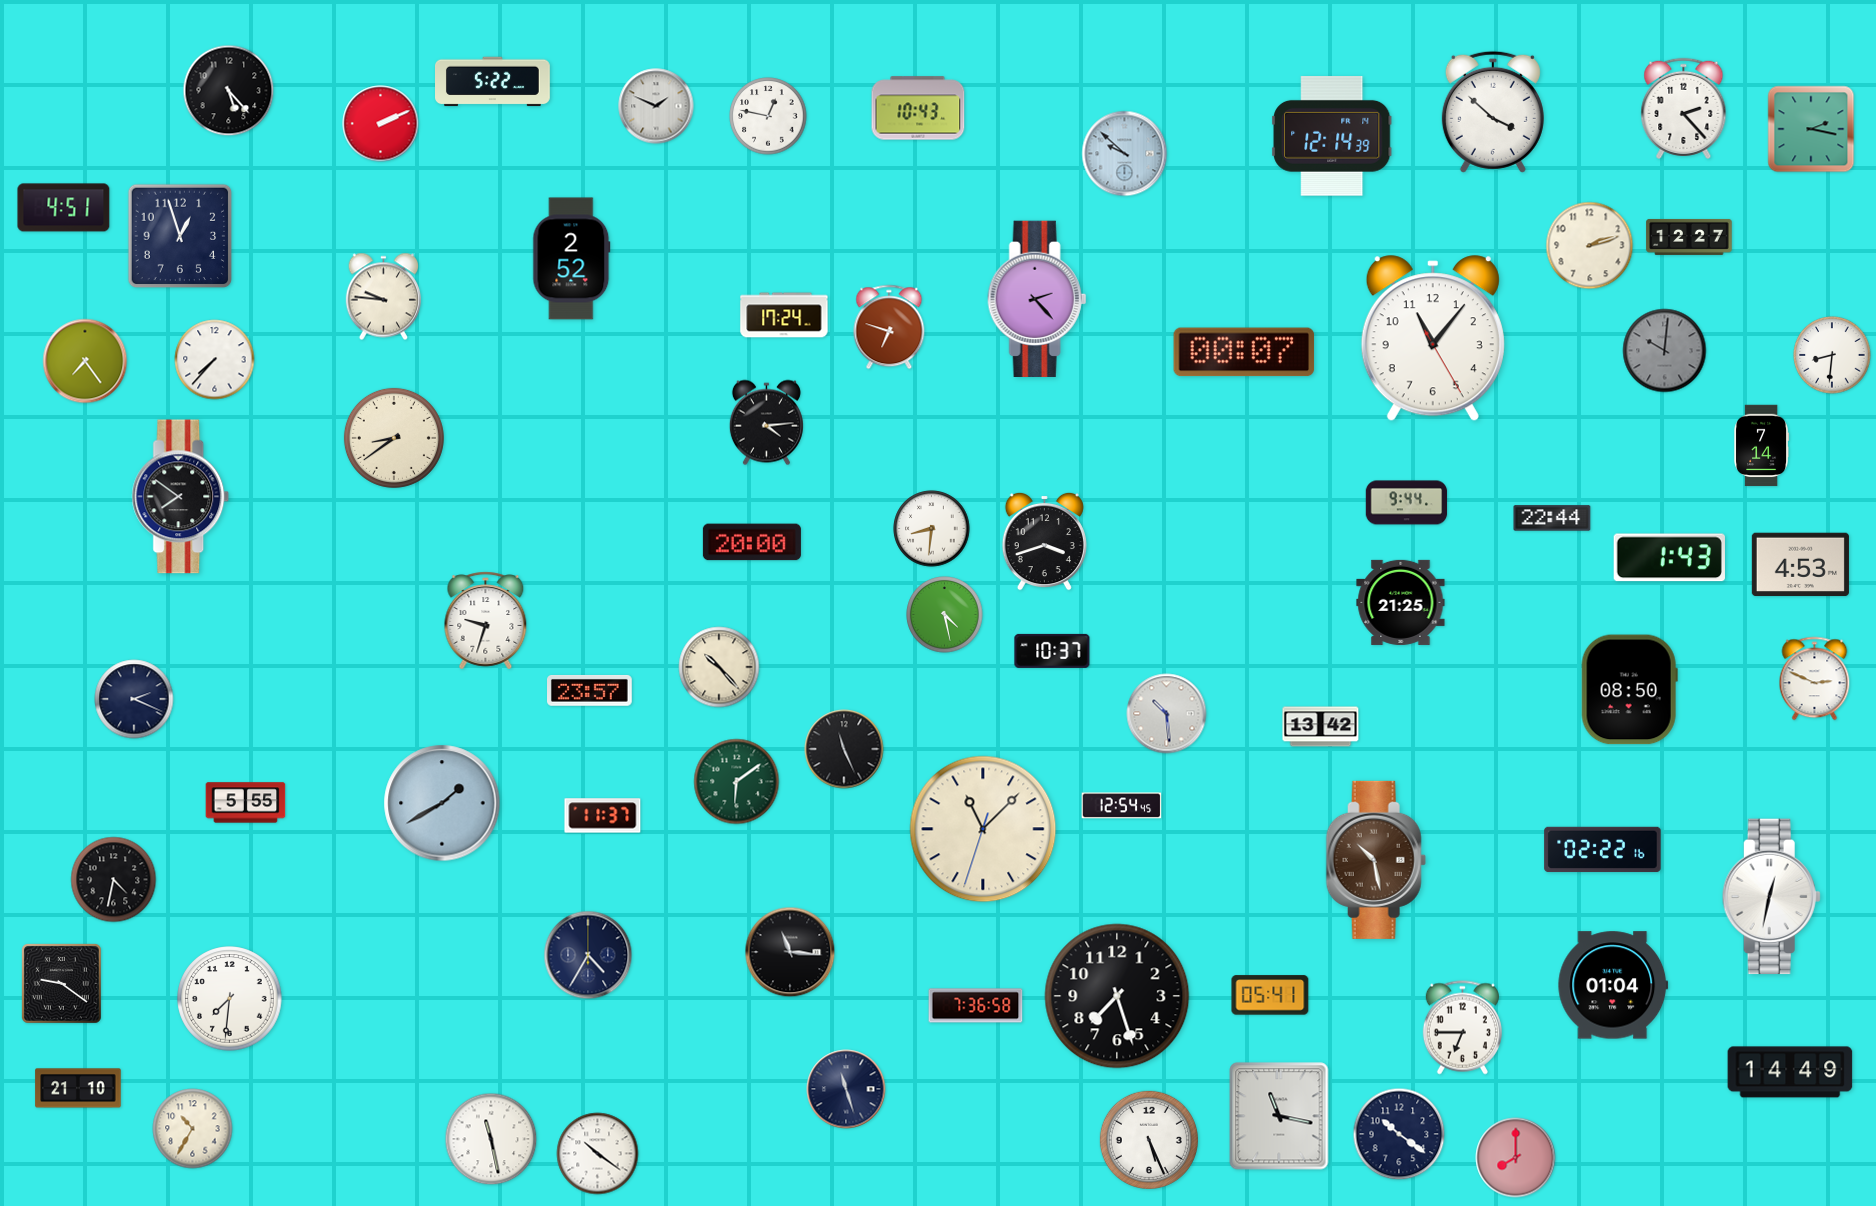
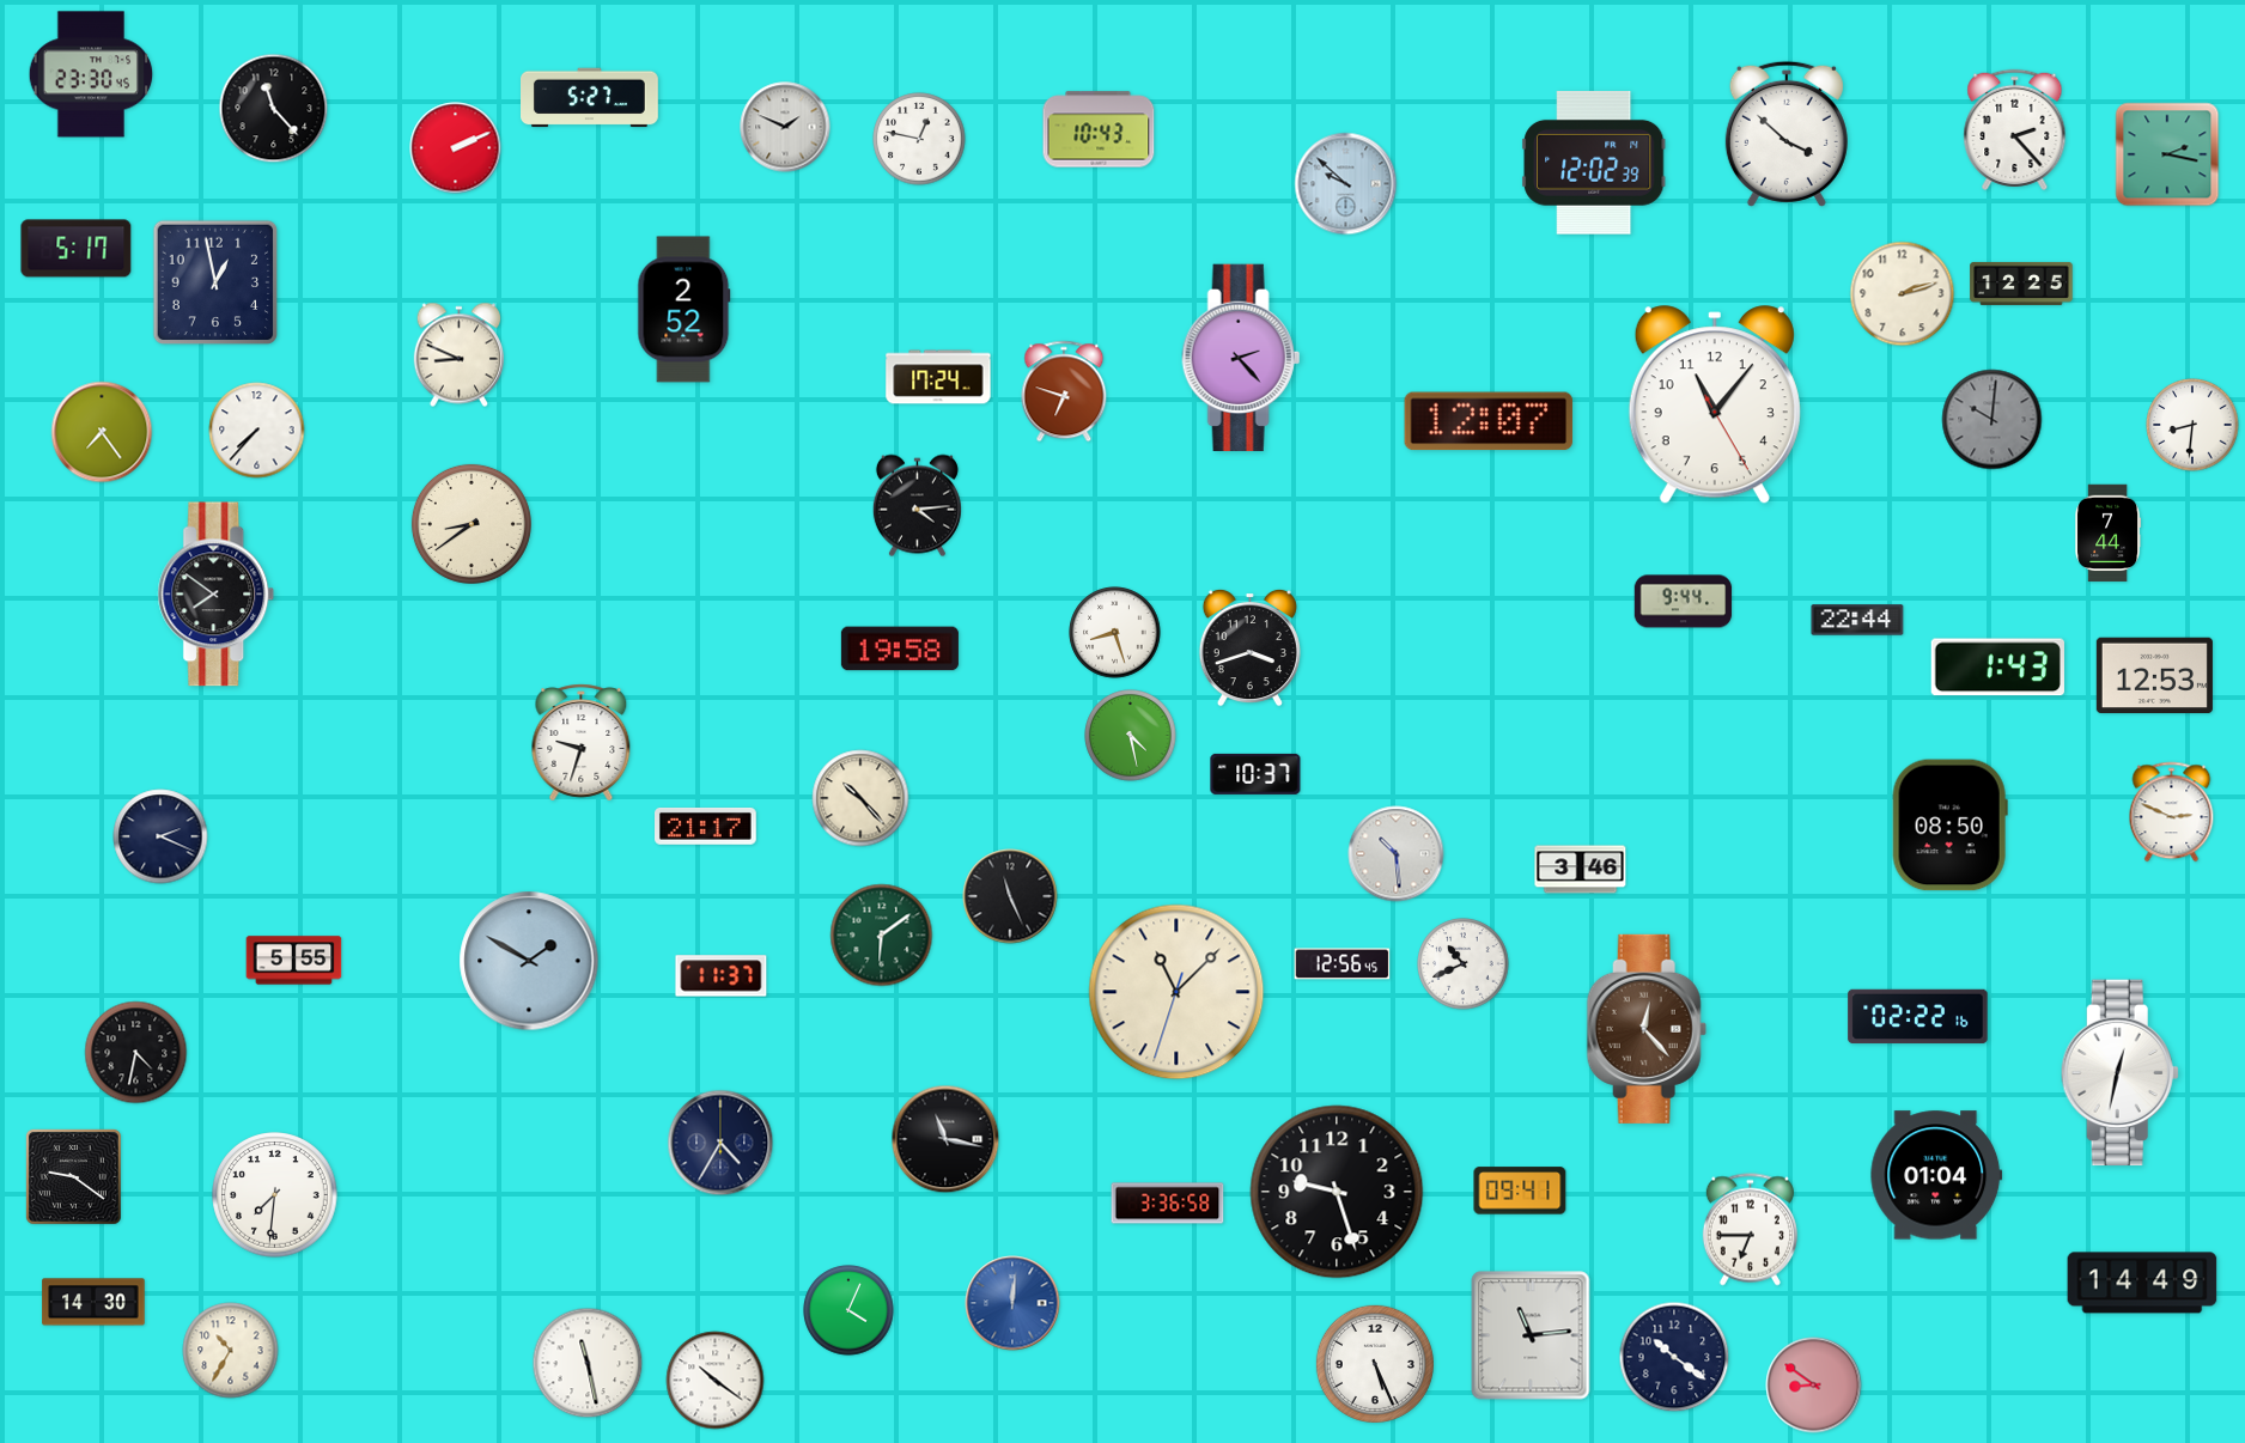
clock at (91, 74): none -> 23:30
clock at (493, 82): 5:22 -> 5:27
clock at (229, 91): 5:23 -> 11:23
clock at (1332, 136): 12:14 -> 12:02
clock at (64, 208): 4:51 -> 5:17
clock at (180, 236): 12:57 -> 12:58
clock at (1689, 237): 12:27 -> 12:25
clock at (383, 297): 9:46 -> 8:49
clock at (1244, 352): 00:07 -> 12:07
clock at (1762, 446): 7:14 -> 7:44
clock at (932, 529): 8:31 -> 8:27
clock at (752, 542): 20:00 -> 19:58
clock at (1800, 565): 4:53 -> 12:53
clock at (1401, 602): 21:25 -> none
clock at (1052, 651) position: (1052, 651) -> (1255, 774)
clock at (590, 691): 23:57 -> 21:17
clock at (1321, 727): 13:42 -> 3:46
clock at (442, 803): 1:40 -> 1:50
clock at (1122, 806): 12:54 -> 12:56
clock at (1464, 964): none -> 10:41
clock at (1376, 860): 10:28 -> 12:23
clock at (790, 952): 11:16 -> 11:17
clock at (588, 955) position: (588, 955) -> (720, 1143)
clock at (1613, 985) position: (1613, 985) -> (1936, 1175)
clock at (1270, 995): 05:41 -> 09:41
clock at (1117, 996): 7:27 -> 9:27
clock at (976, 1006): 7:36 -> 3:36
clock at (78, 1088): 21:10 -> 14:30
clock at (846, 1089): 11:27 -> 12:01
clock at (846, 1089) dial: navy -> blue
clock at (848, 1310): none -> 4:04
clock at (1279, 1116): 11:17 -> 11:14
clock at (1516, 1158): 8:00 -> 8:51
